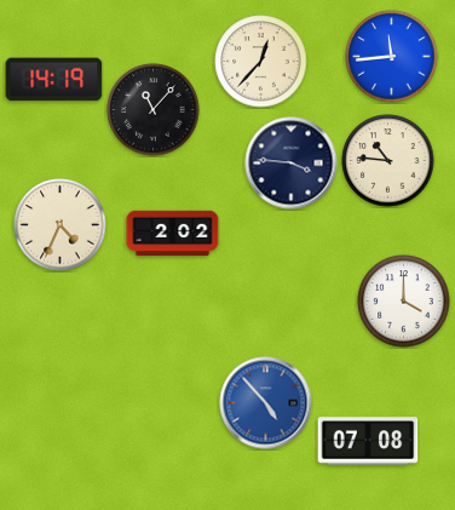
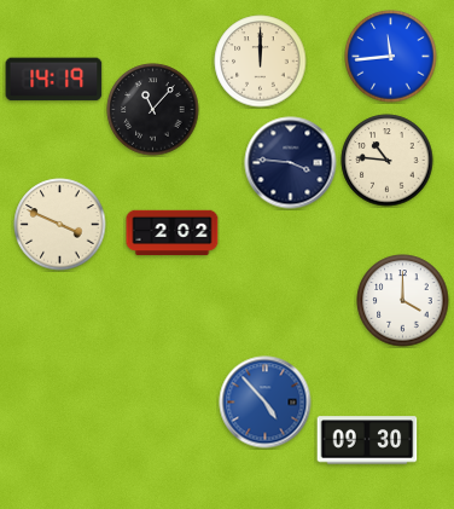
clock at (261, 62): 12:37 -> 12:00
clock at (61, 225): 4:34 -> 3:49
clock at (368, 441): 07:08 -> 09:30
